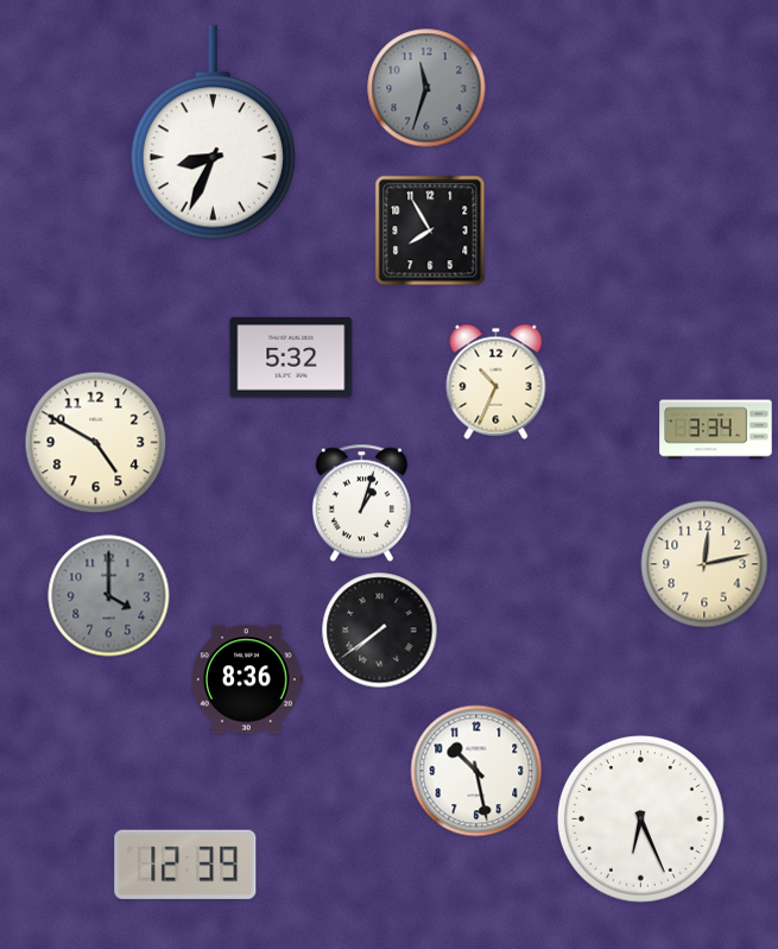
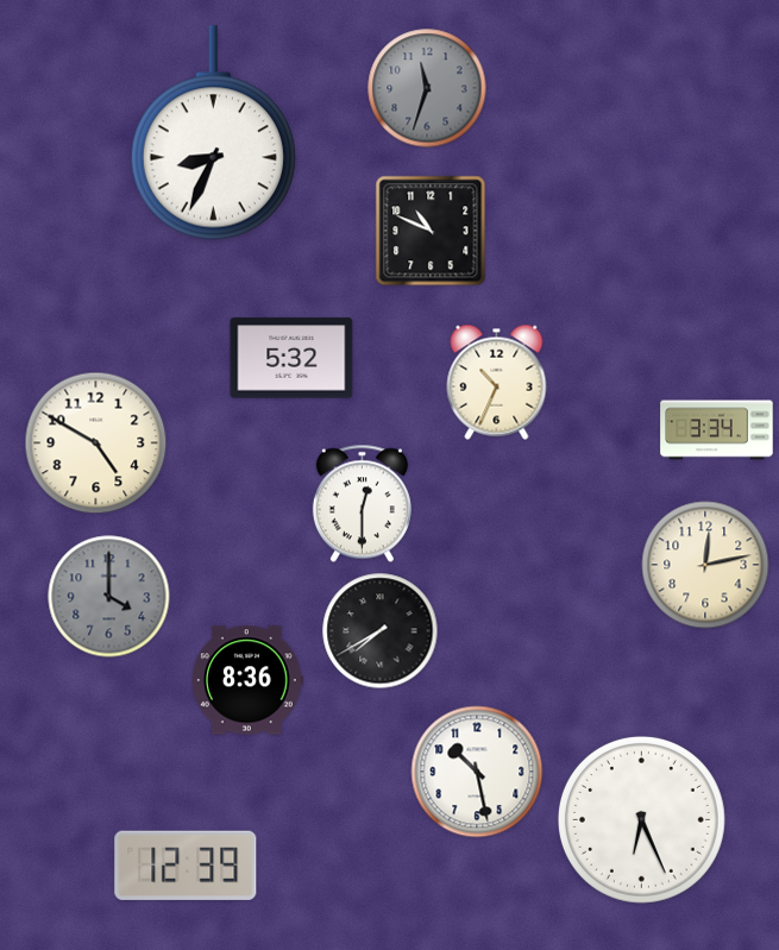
clock at (430, 230): 7:55 -> 10:49
clock at (361, 504): 1:03 -> 12:30
clock at (380, 631): 7:39 -> 7:40
